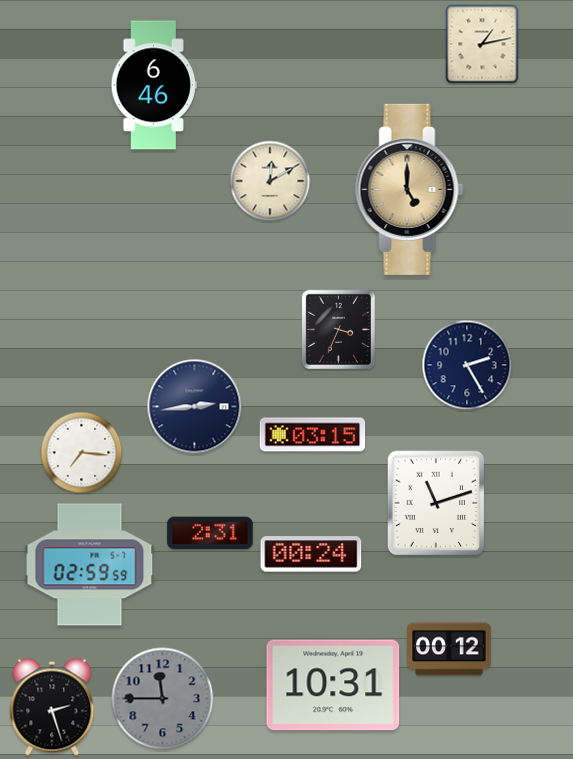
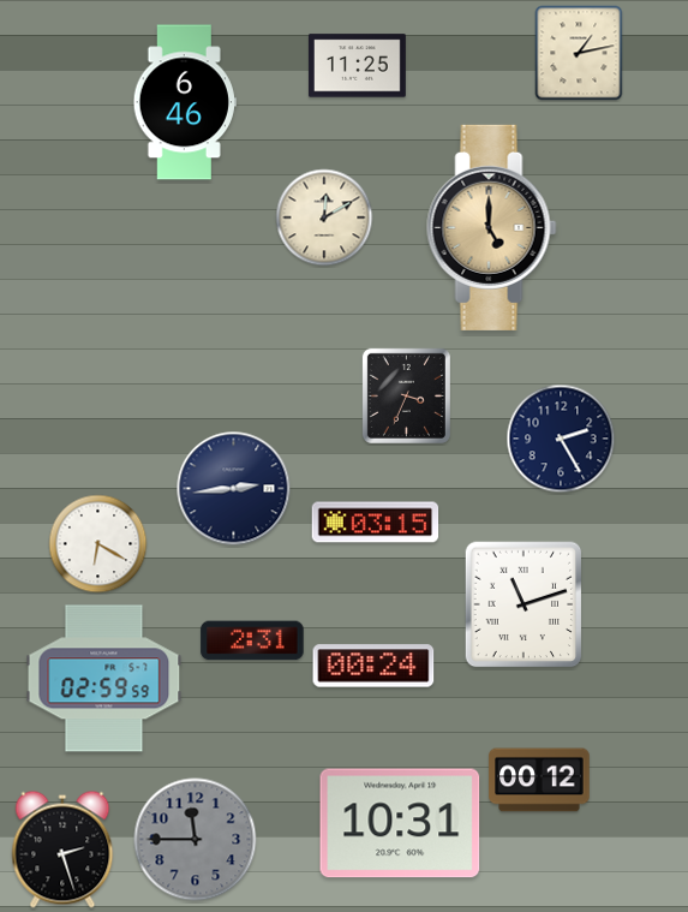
clock at (358, 66): none -> 11:25
clock at (82, 453): 7:16 -> 6:20
clock at (90, 565) position: (90, 565) -> (104, 679)
